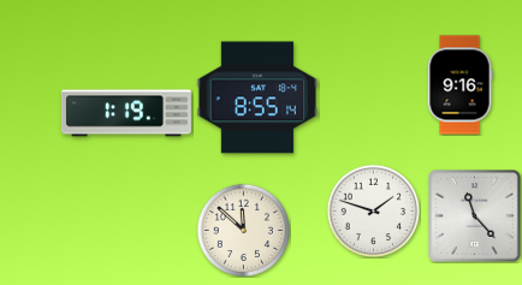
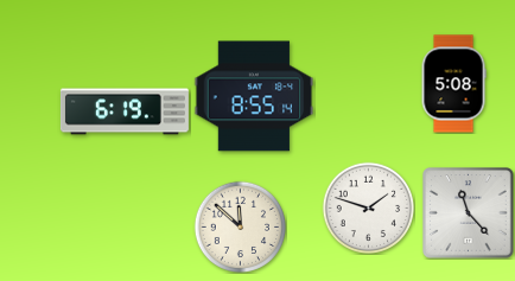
clock at (459, 85): 9:16 -> 5:08
clock at (126, 113): 1:19 -> 6:19
